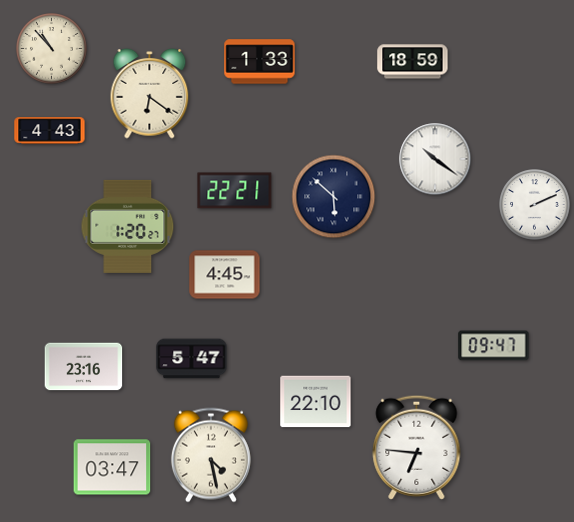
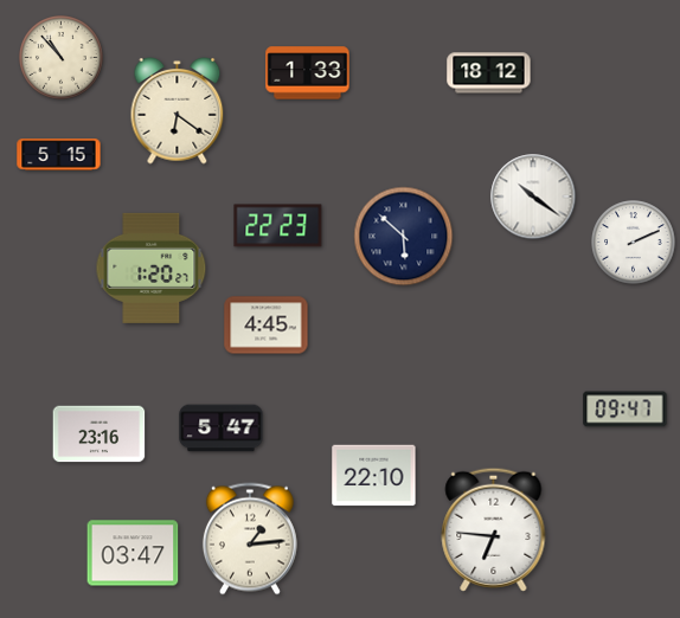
clock at (413, 62): 18:59 -> 18:12
clock at (50, 131): 4:43 -> 5:15
clock at (435, 159) position: (435, 159) -> (533, 197)
clock at (235, 191): 22:21 -> 22:23
clock at (334, 197) position: (334, 197) -> (404, 237)
clock at (494, 346) position: (494, 346) -> (626, 410)
clock at (192, 359) position: (192, 359) -> (222, 429)
clock at (211, 455): 4:28 -> 1:14
